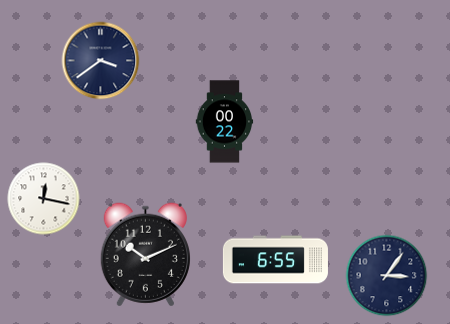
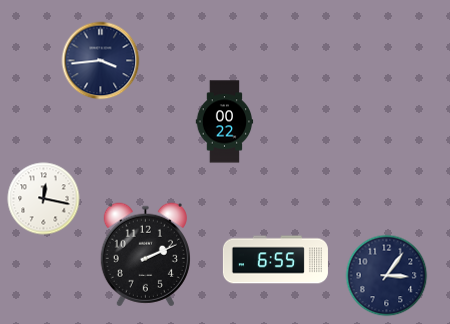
clock at (101, 61): 3:39 -> 3:44
clock at (145, 255): 10:11 -> 2:11
